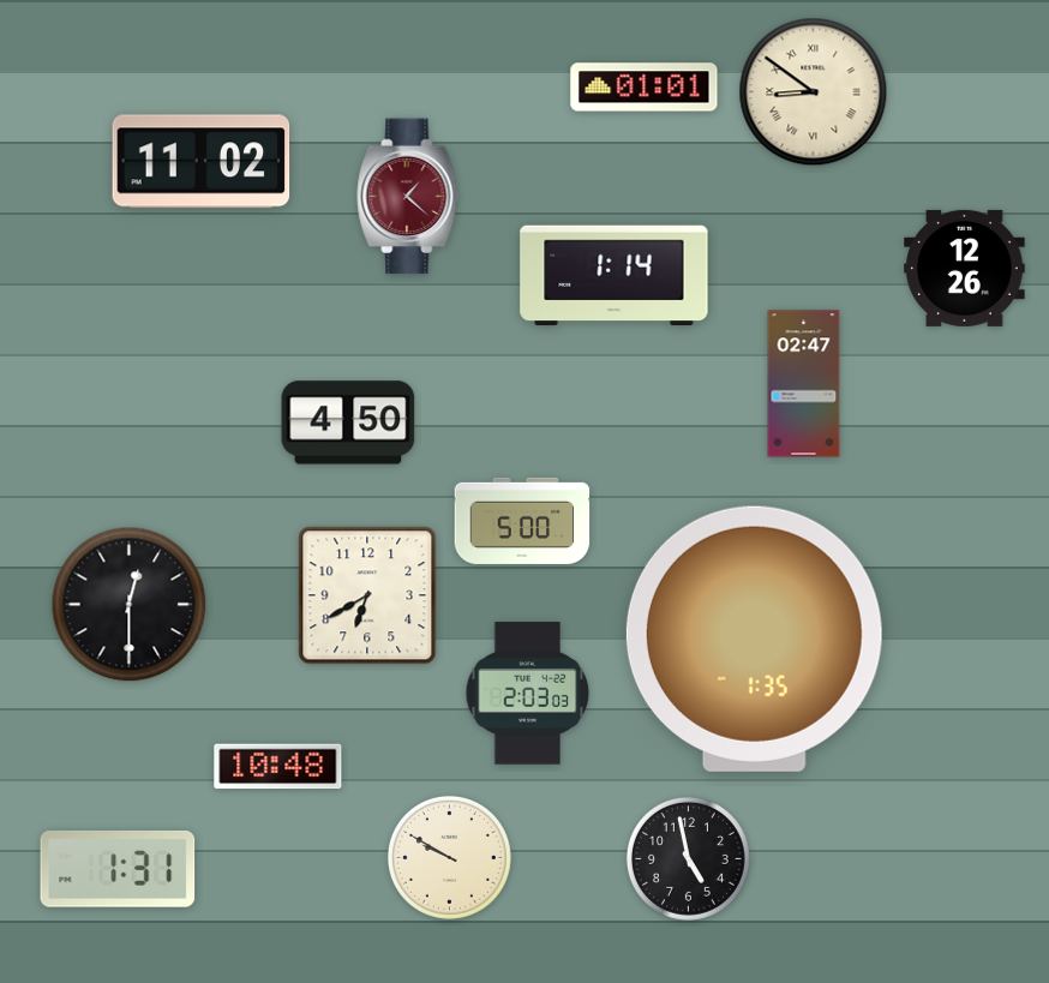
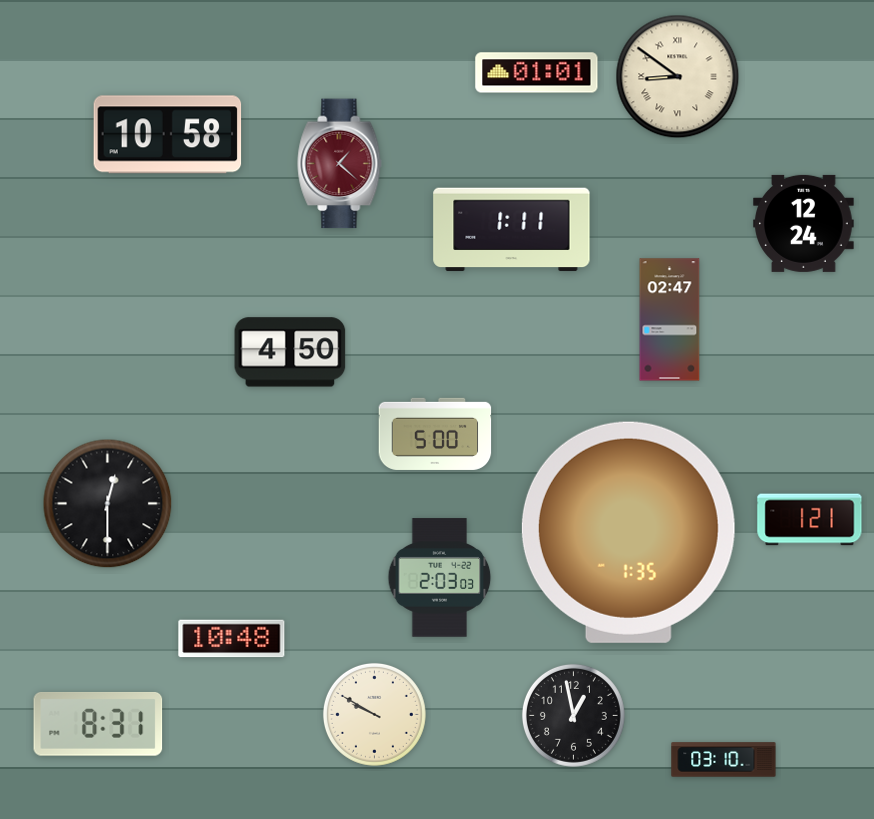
clock at (202, 162): 11:02 -> 10:58
clock at (965, 268): 12:26 -> 12:24
clock at (615, 276): 1:14 -> 1:11
clock at (367, 595): 6:40 -> none
clock at (810, 520): none -> 1:21
clock at (688, 858): 4:58 -> 12:58
clock at (118, 869): 1:31 -> 8:31
clock at (724, 760): none -> 03:10
